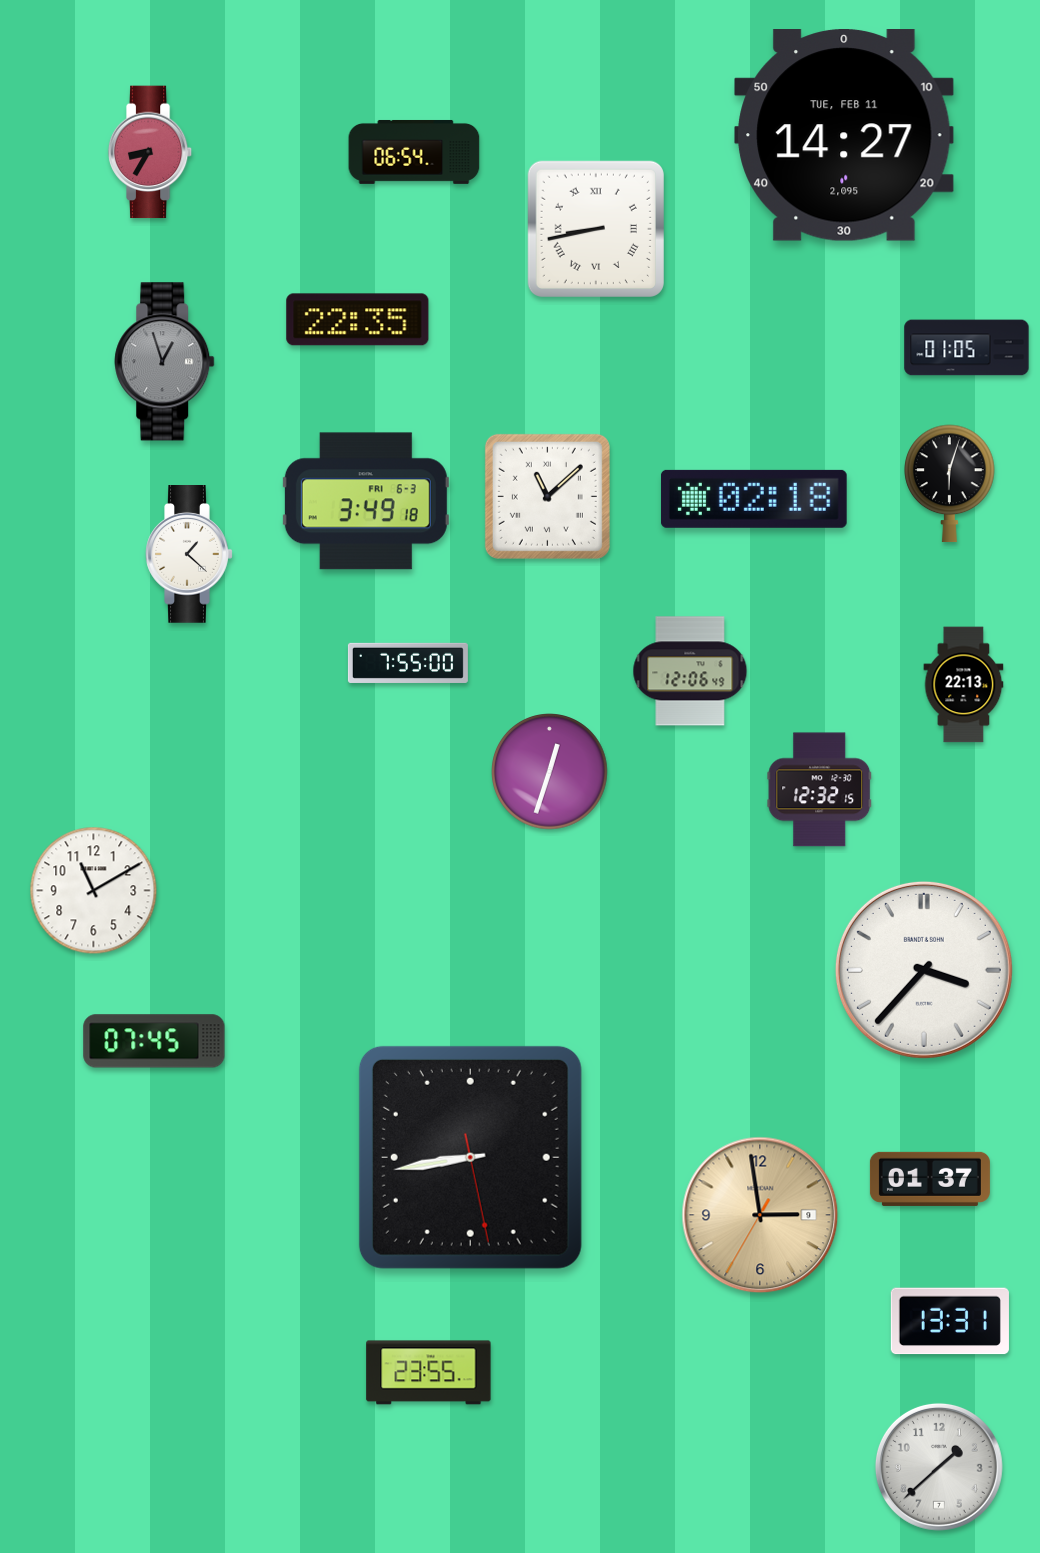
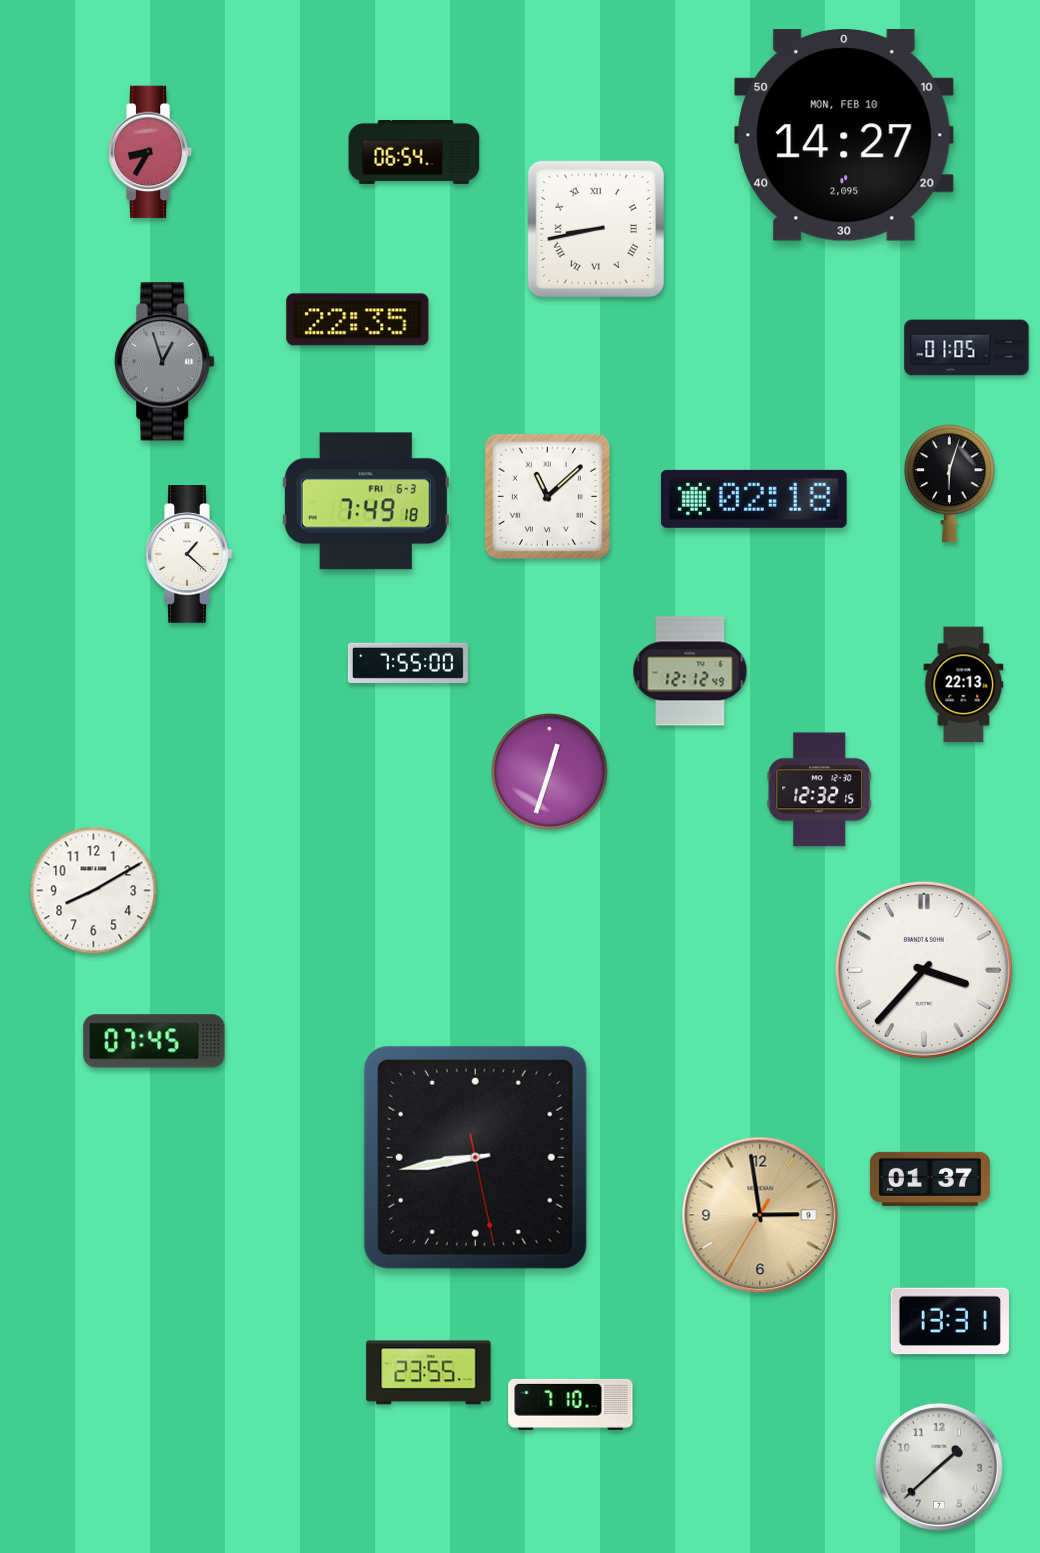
clock at (845, 136) date: TUE, FEB 11 -> MON, FEB 10
clock at (366, 501): 3:49 -> 7:49
clock at (690, 671): 12:06 -> 12:12
clock at (94, 891): 11:10 -> 8:10
clock at (470, 1157) position: (470, 1157) -> (475, 1157)
clock at (571, 1404): none -> 7:10
